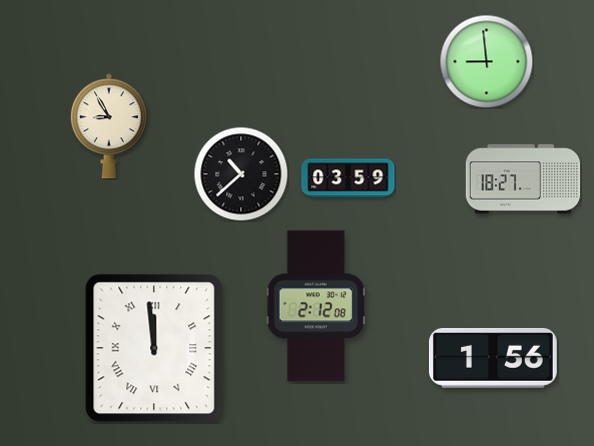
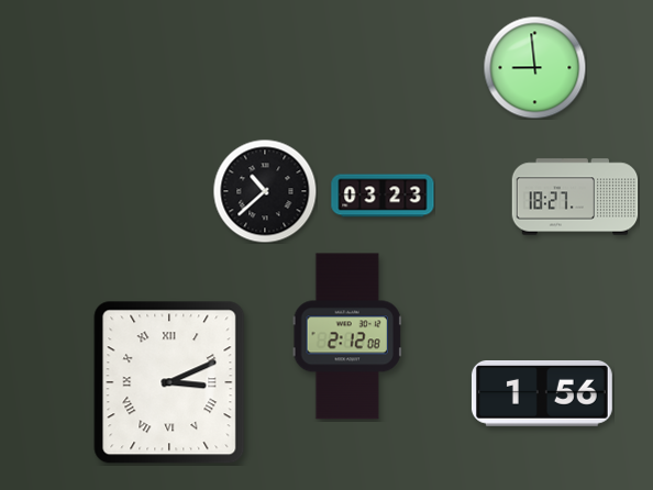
clock at (109, 126): 8:55 -> none
clock at (348, 178): 03:59 -> 03:23
clock at (154, 348): 11:59 -> 3:11
